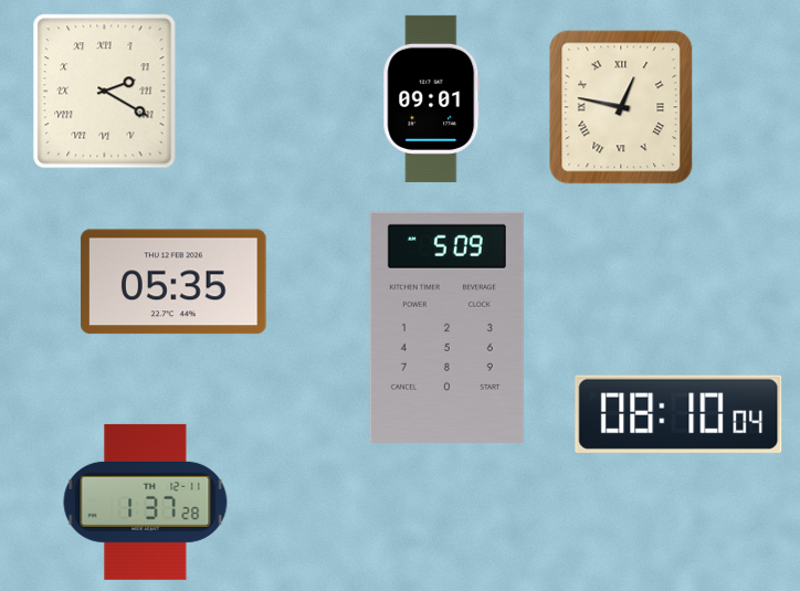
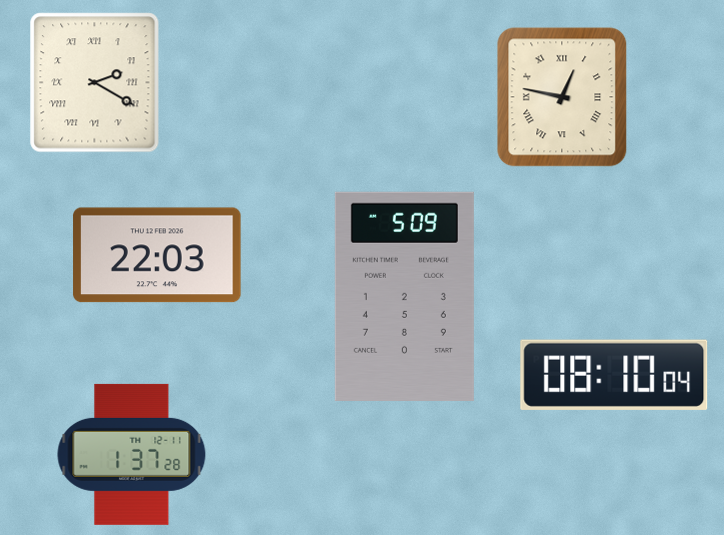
clock at (432, 98): 09:01 -> none
clock at (173, 282): 05:35 -> 22:03
